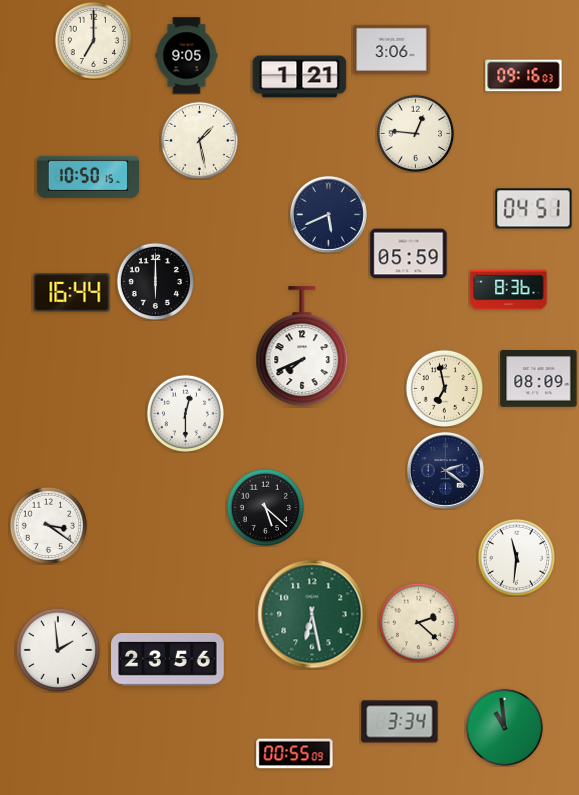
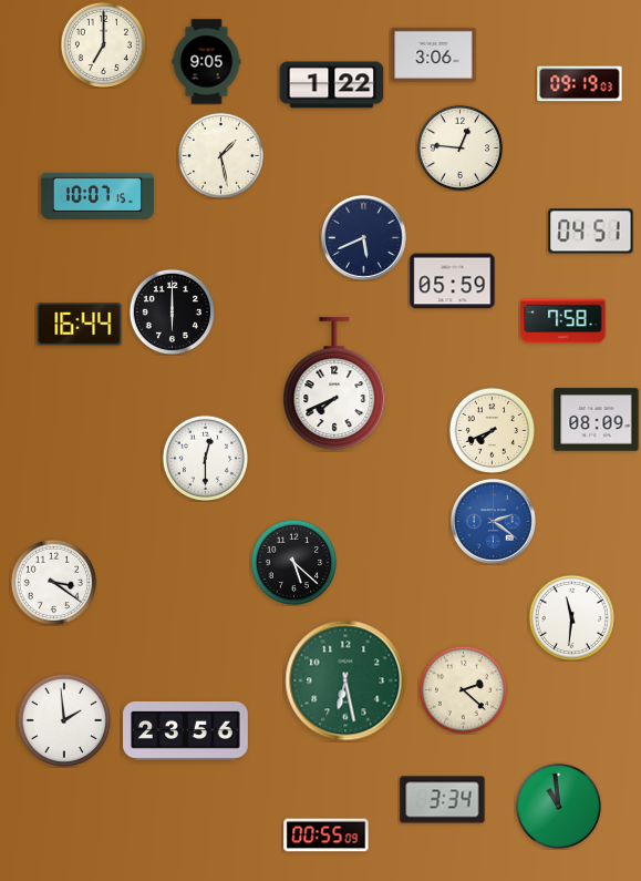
clock at (524, 76): 09:16 -> 09:19
clock at (300, 77): 1:21 -> 1:22
clock at (87, 177): 10:50 -> 10:07
clock at (509, 290): 8:36 -> 7:58
clock at (444, 388): 6:58 -> 7:41
clock at (445, 470) dial: navy -> blue
